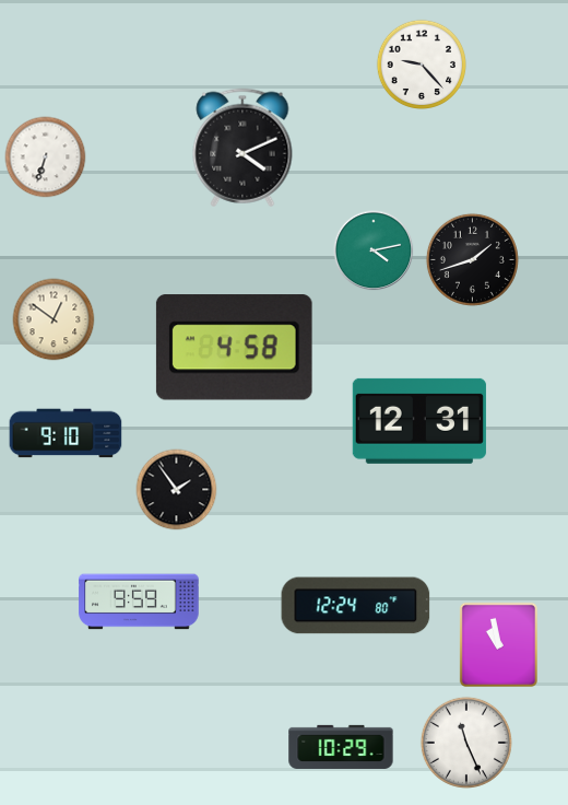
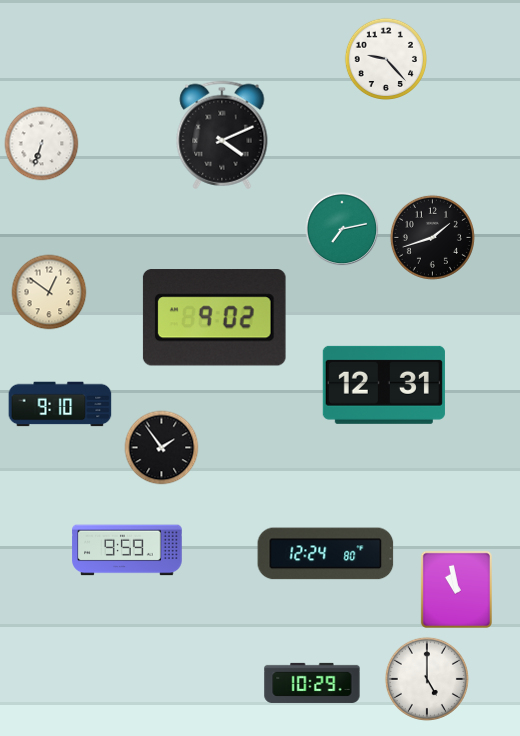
clock at (374, 250): 4:13 -> 7:13
clock at (234, 348): 4:58 -> 9:02
clock at (66, 433) position: (66, 433) -> (60, 404)
clock at (466, 743): 11:26 -> 5:00
